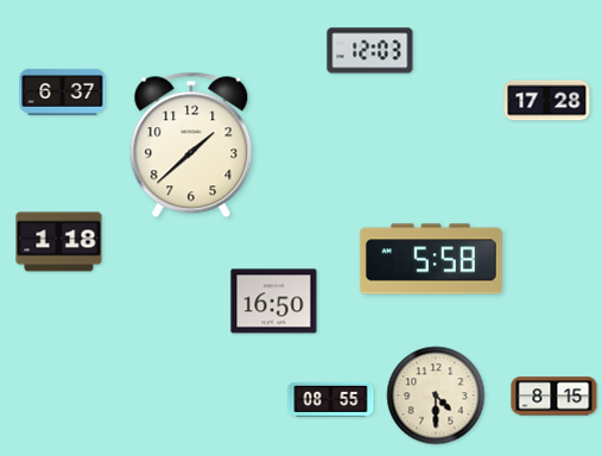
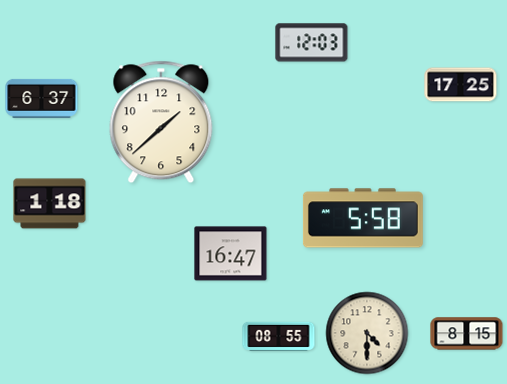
clock at (63, 91) position: (63, 91) -> (42, 98)
clock at (547, 101): 17:28 -> 17:25
clock at (274, 302): 16:50 -> 16:47
